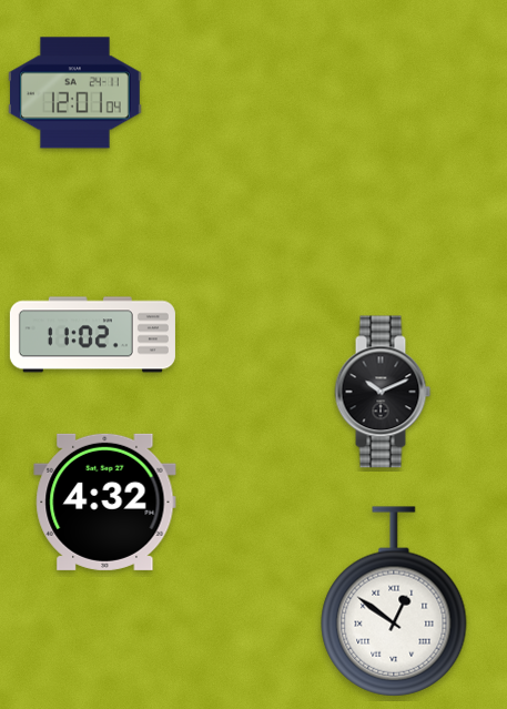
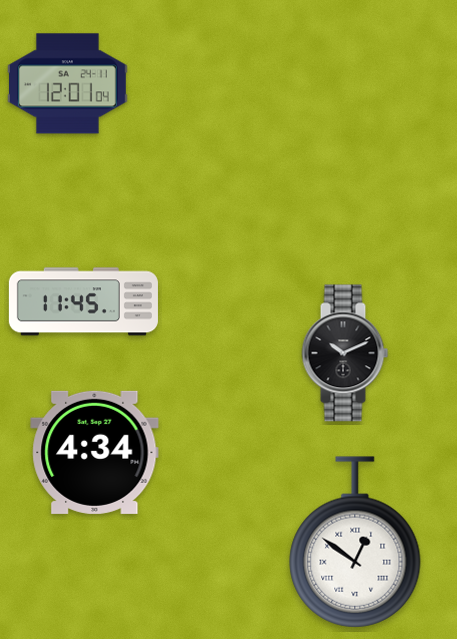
clock at (92, 335): 11:02 -> 11:45
clock at (105, 502): 4:32 -> 4:34
